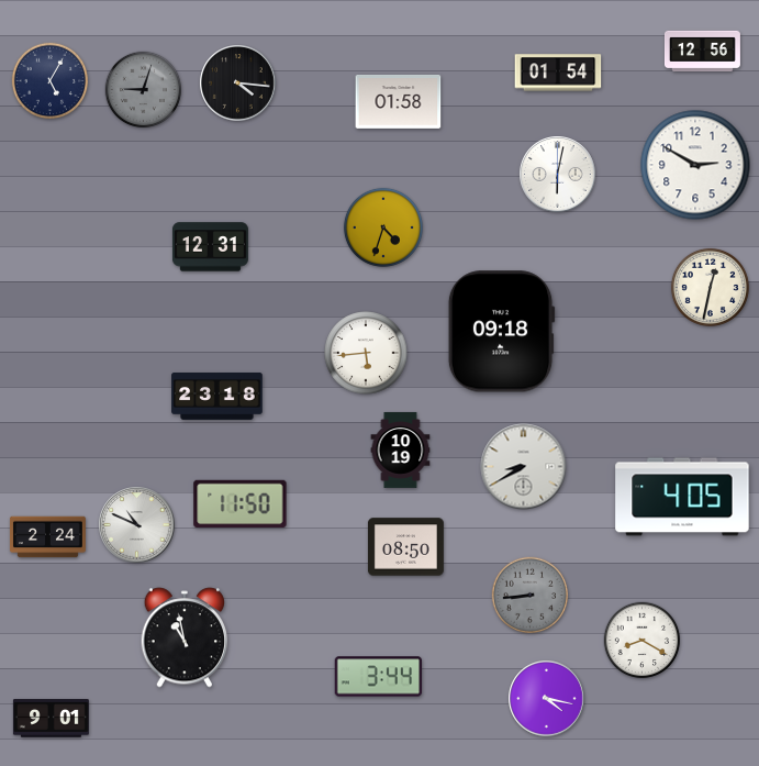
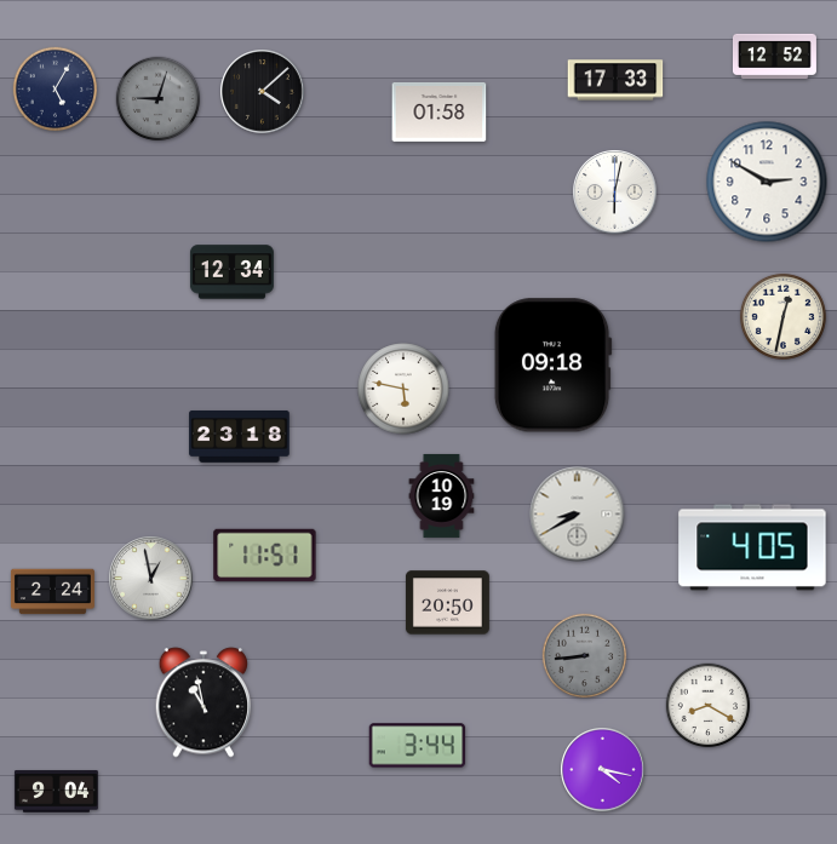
clock at (702, 51): 12:56 -> 12:52
clock at (558, 73): 01:54 -> 17:33
clock at (238, 84): 4:16 -> 4:08
clock at (383, 227): 4:33 -> none
clock at (210, 247): 12:31 -> 12:34
clock at (366, 353): 5:44 -> 5:47
clock at (241, 504): 11:50 -> 11:51
clock at (137, 525): 10:49 -> 12:58
clock at (405, 547): 08:50 -> 20:50
clock at (51, 719): 9:01 -> 9:04
